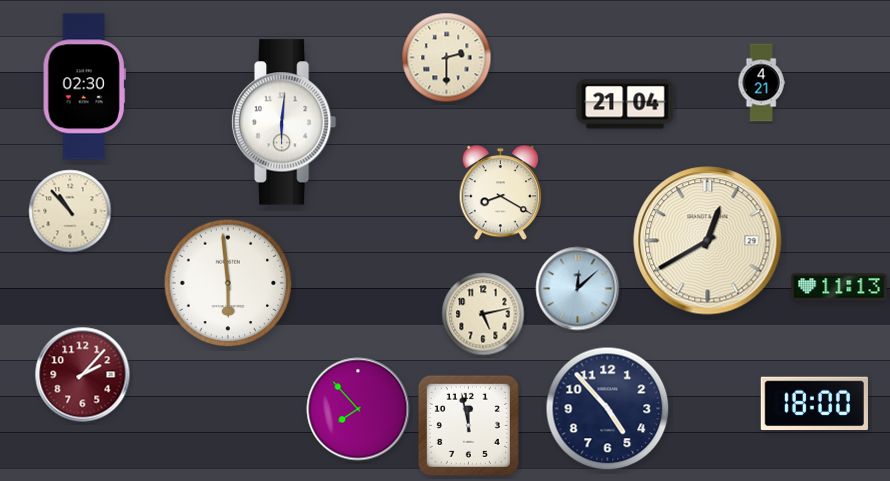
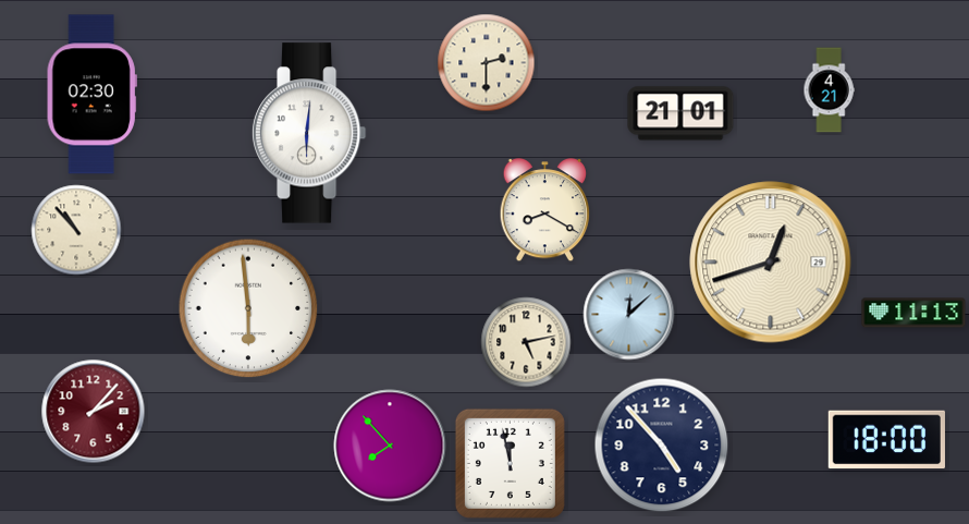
clock at (625, 104): 21:04 -> 21:01
clock at (708, 241): 12:40 -> 12:42
clock at (83, 375) position: (83, 375) -> (94, 412)
